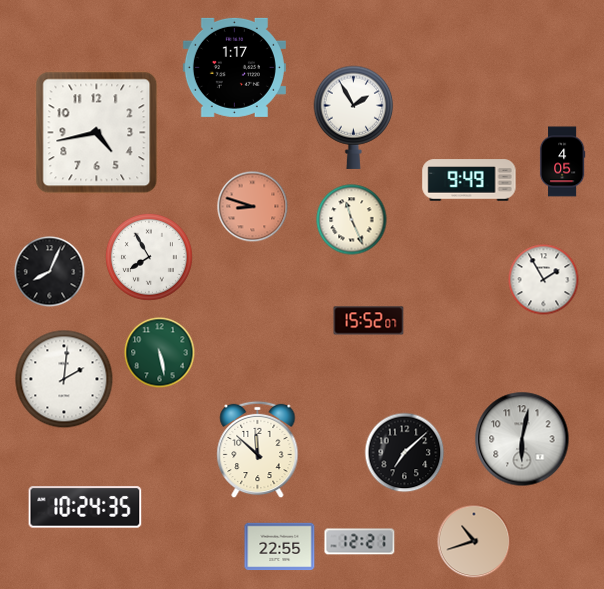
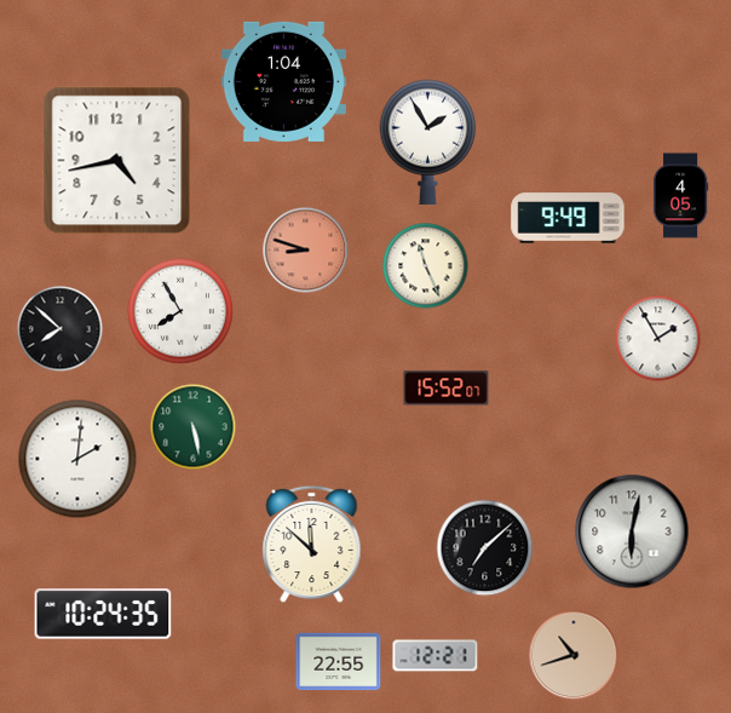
clock at (234, 67): 1:17 -> 1:04
clock at (50, 272): 8:04 -> 7:52
clock at (405, 453) position: (405, 453) -> (485, 548)
